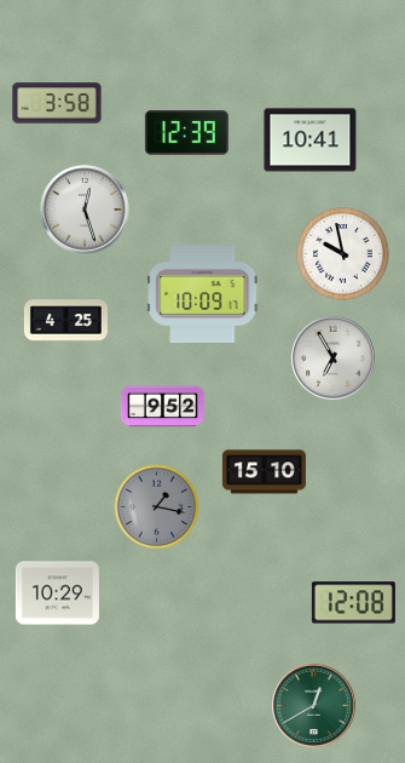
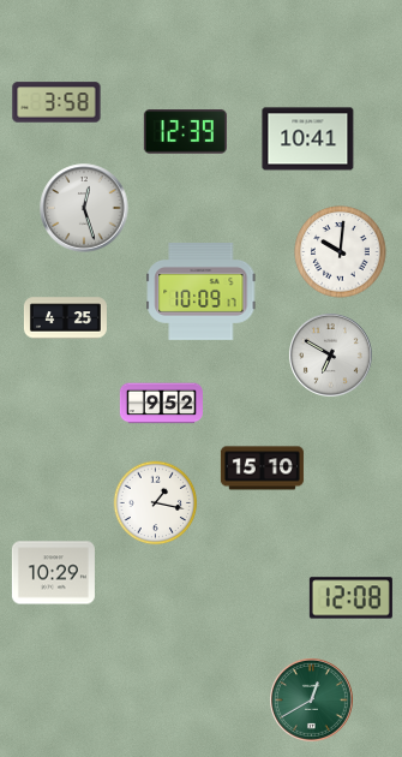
clock at (343, 254): 9:58 -> 10:01
clock at (334, 358): 6:55 -> 6:50
clock at (157, 507) dial: grey -> white
clock at (57, 593) position: (57, 593) -> (53, 573)
